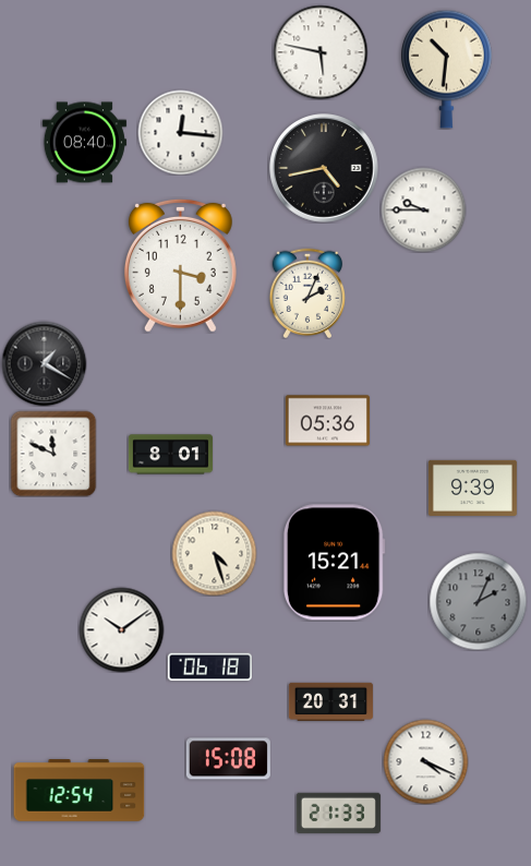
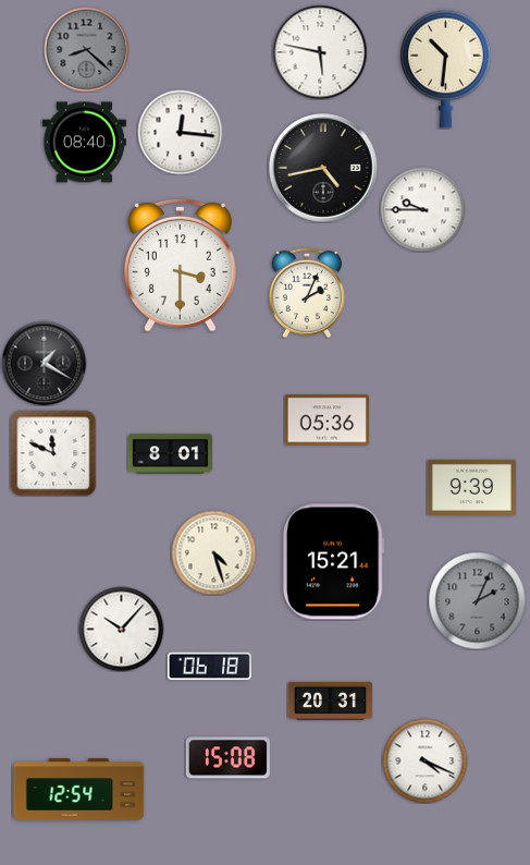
clock at (86, 49): none -> 8:22
clock at (121, 629): 10:09 -> 10:07
clock at (338, 813): 21:33 -> none
